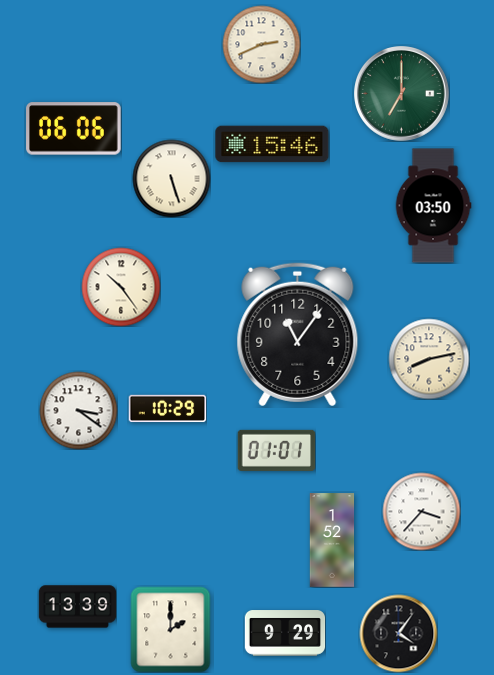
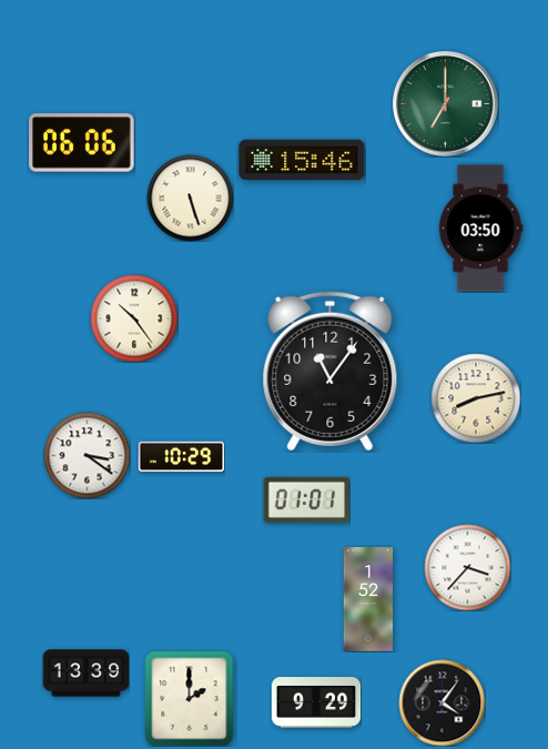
clock at (261, 44): 2:41 -> none
clock at (167, 409) position: (167, 409) -> (181, 457)
